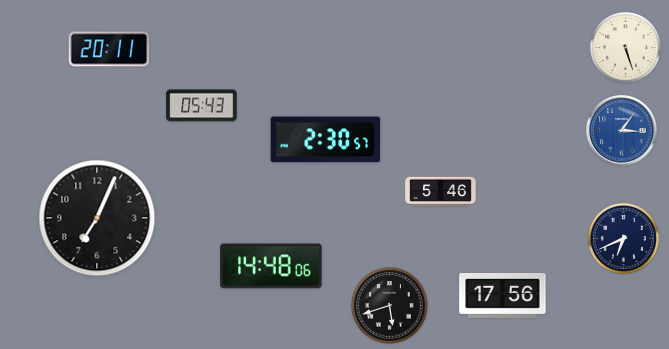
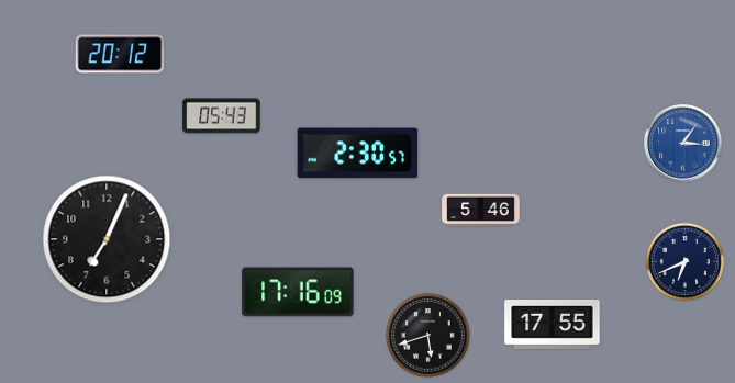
clock at (625, 47): 5:27 -> none
clock at (109, 49): 20:11 -> 20:12
clock at (441, 192) position: (441, 192) -> (481, 211)
clock at (271, 266): 14:48 -> 17:16
clock at (503, 295): 17:56 -> 17:55
